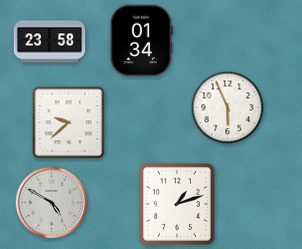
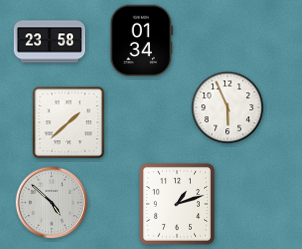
clock at (69, 123): 9:38 -> 1:38
clock at (52, 203): 4:50 -> 4:52
